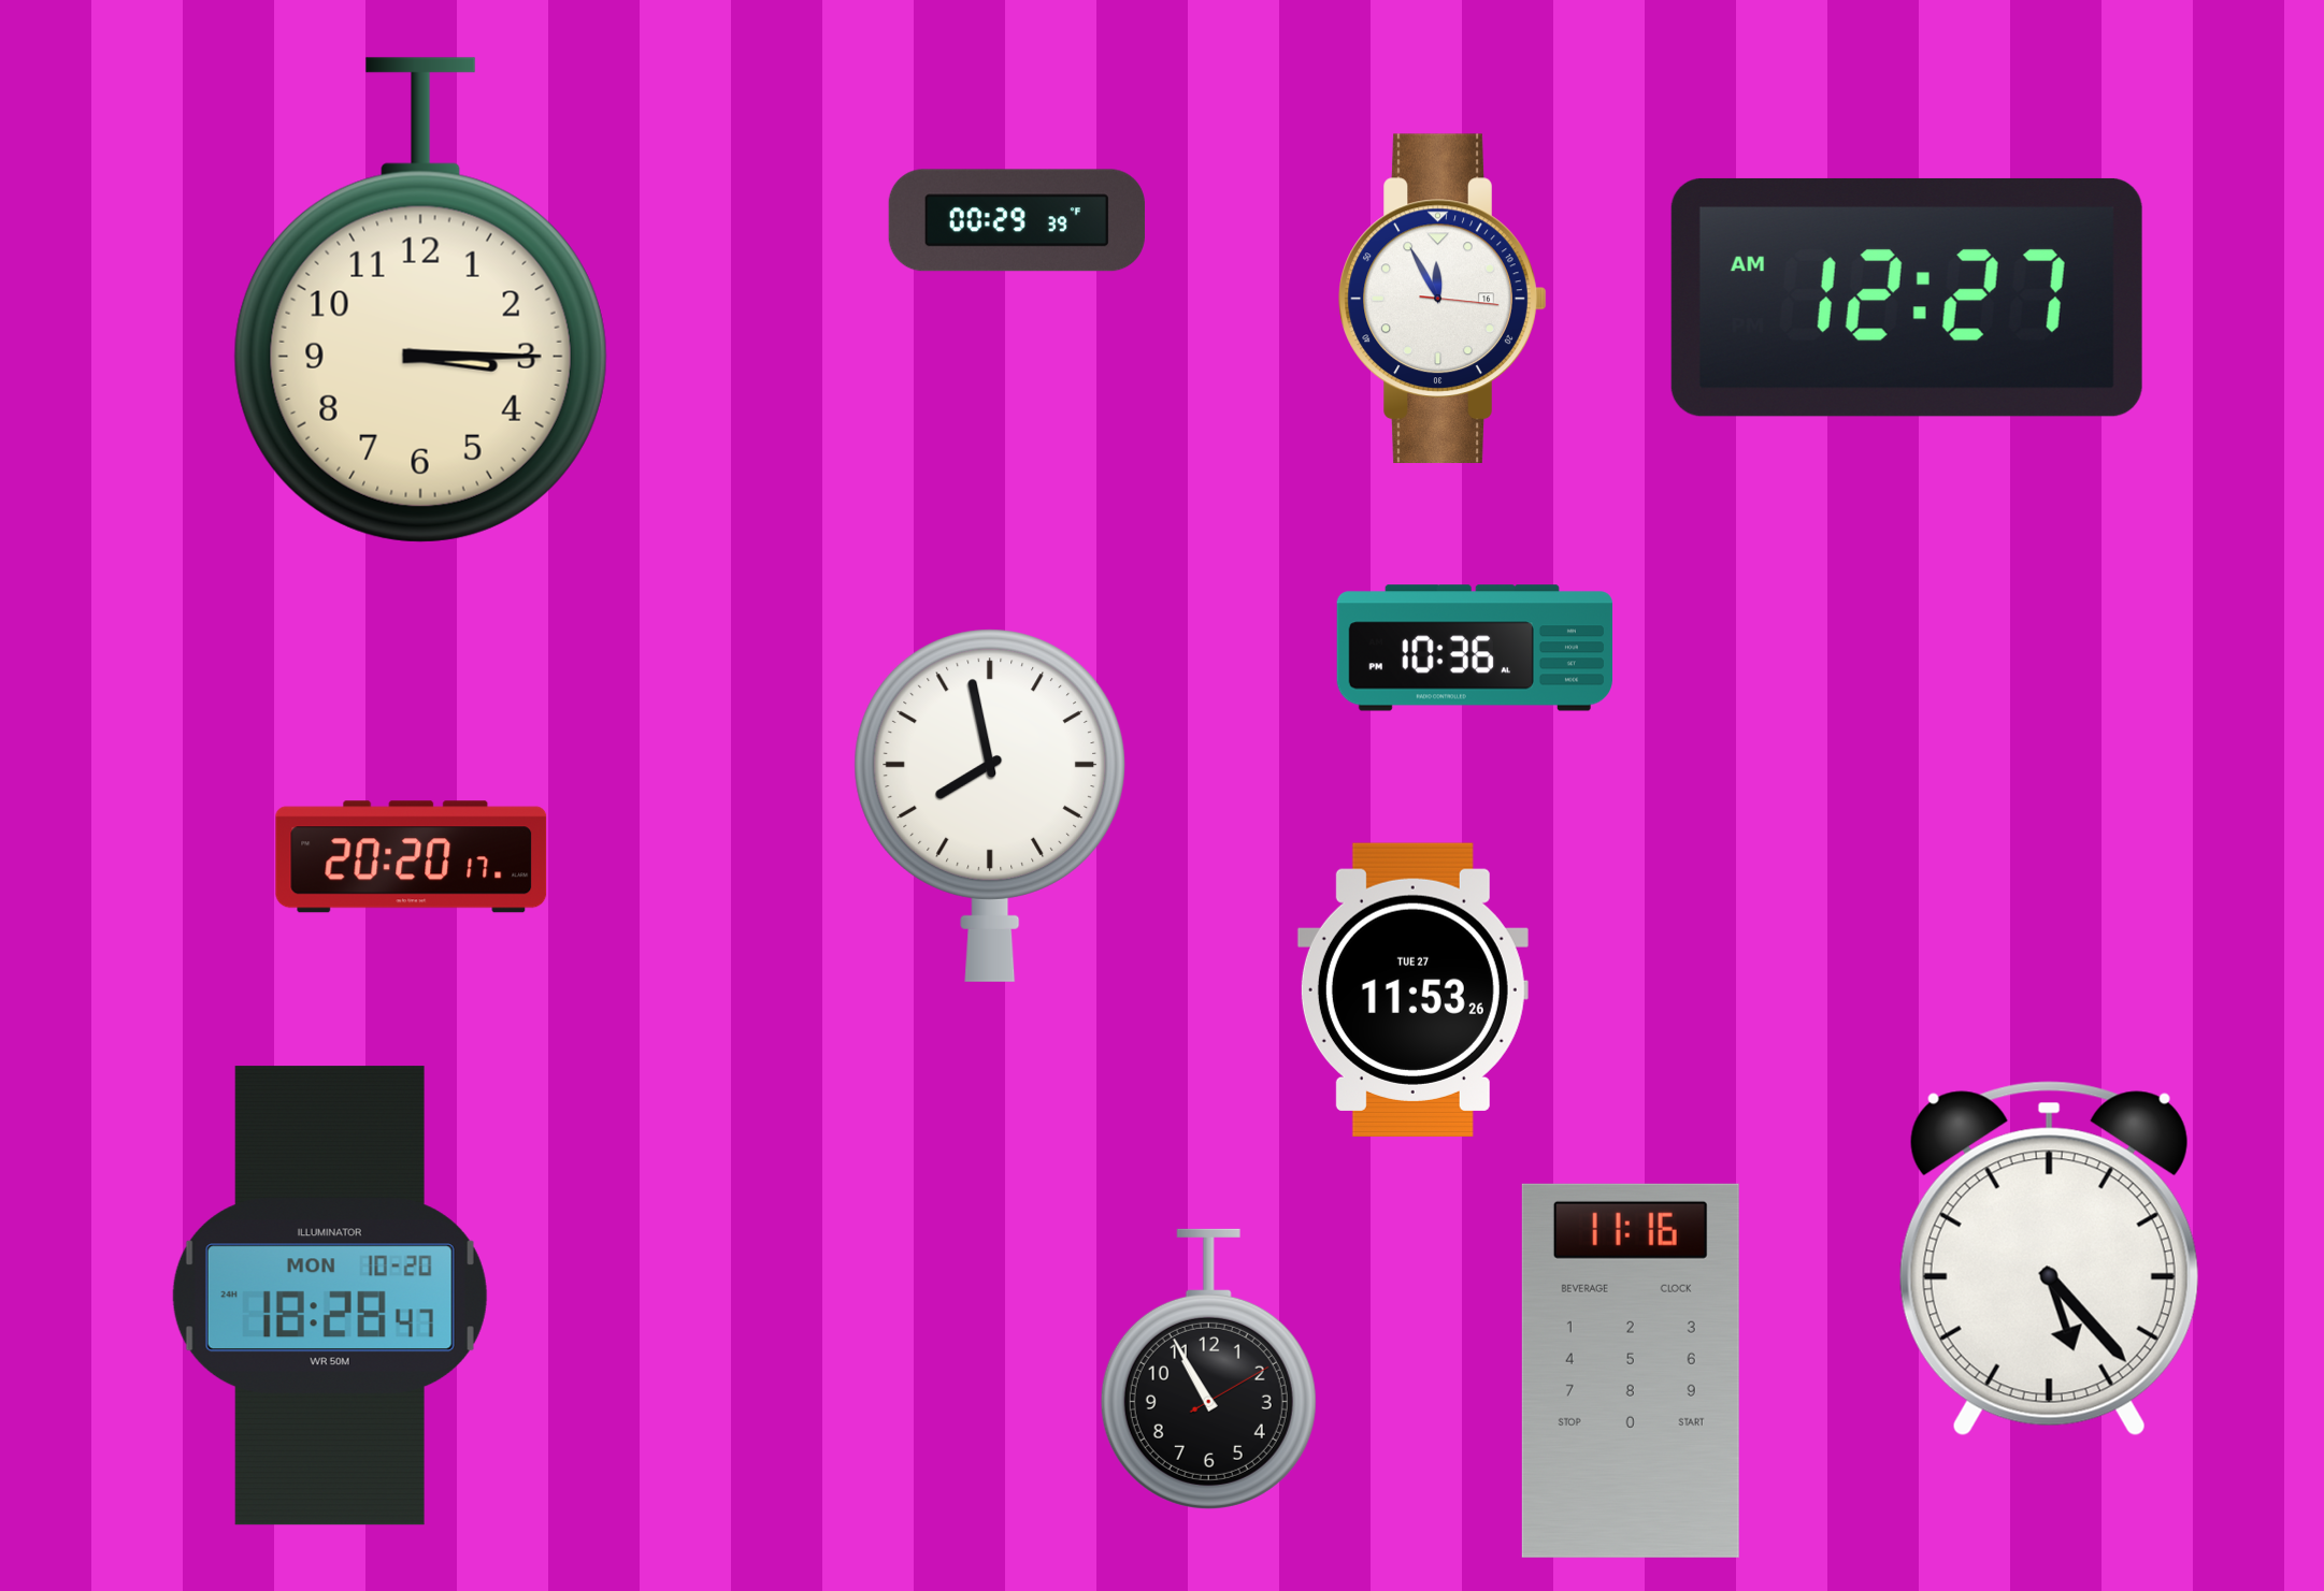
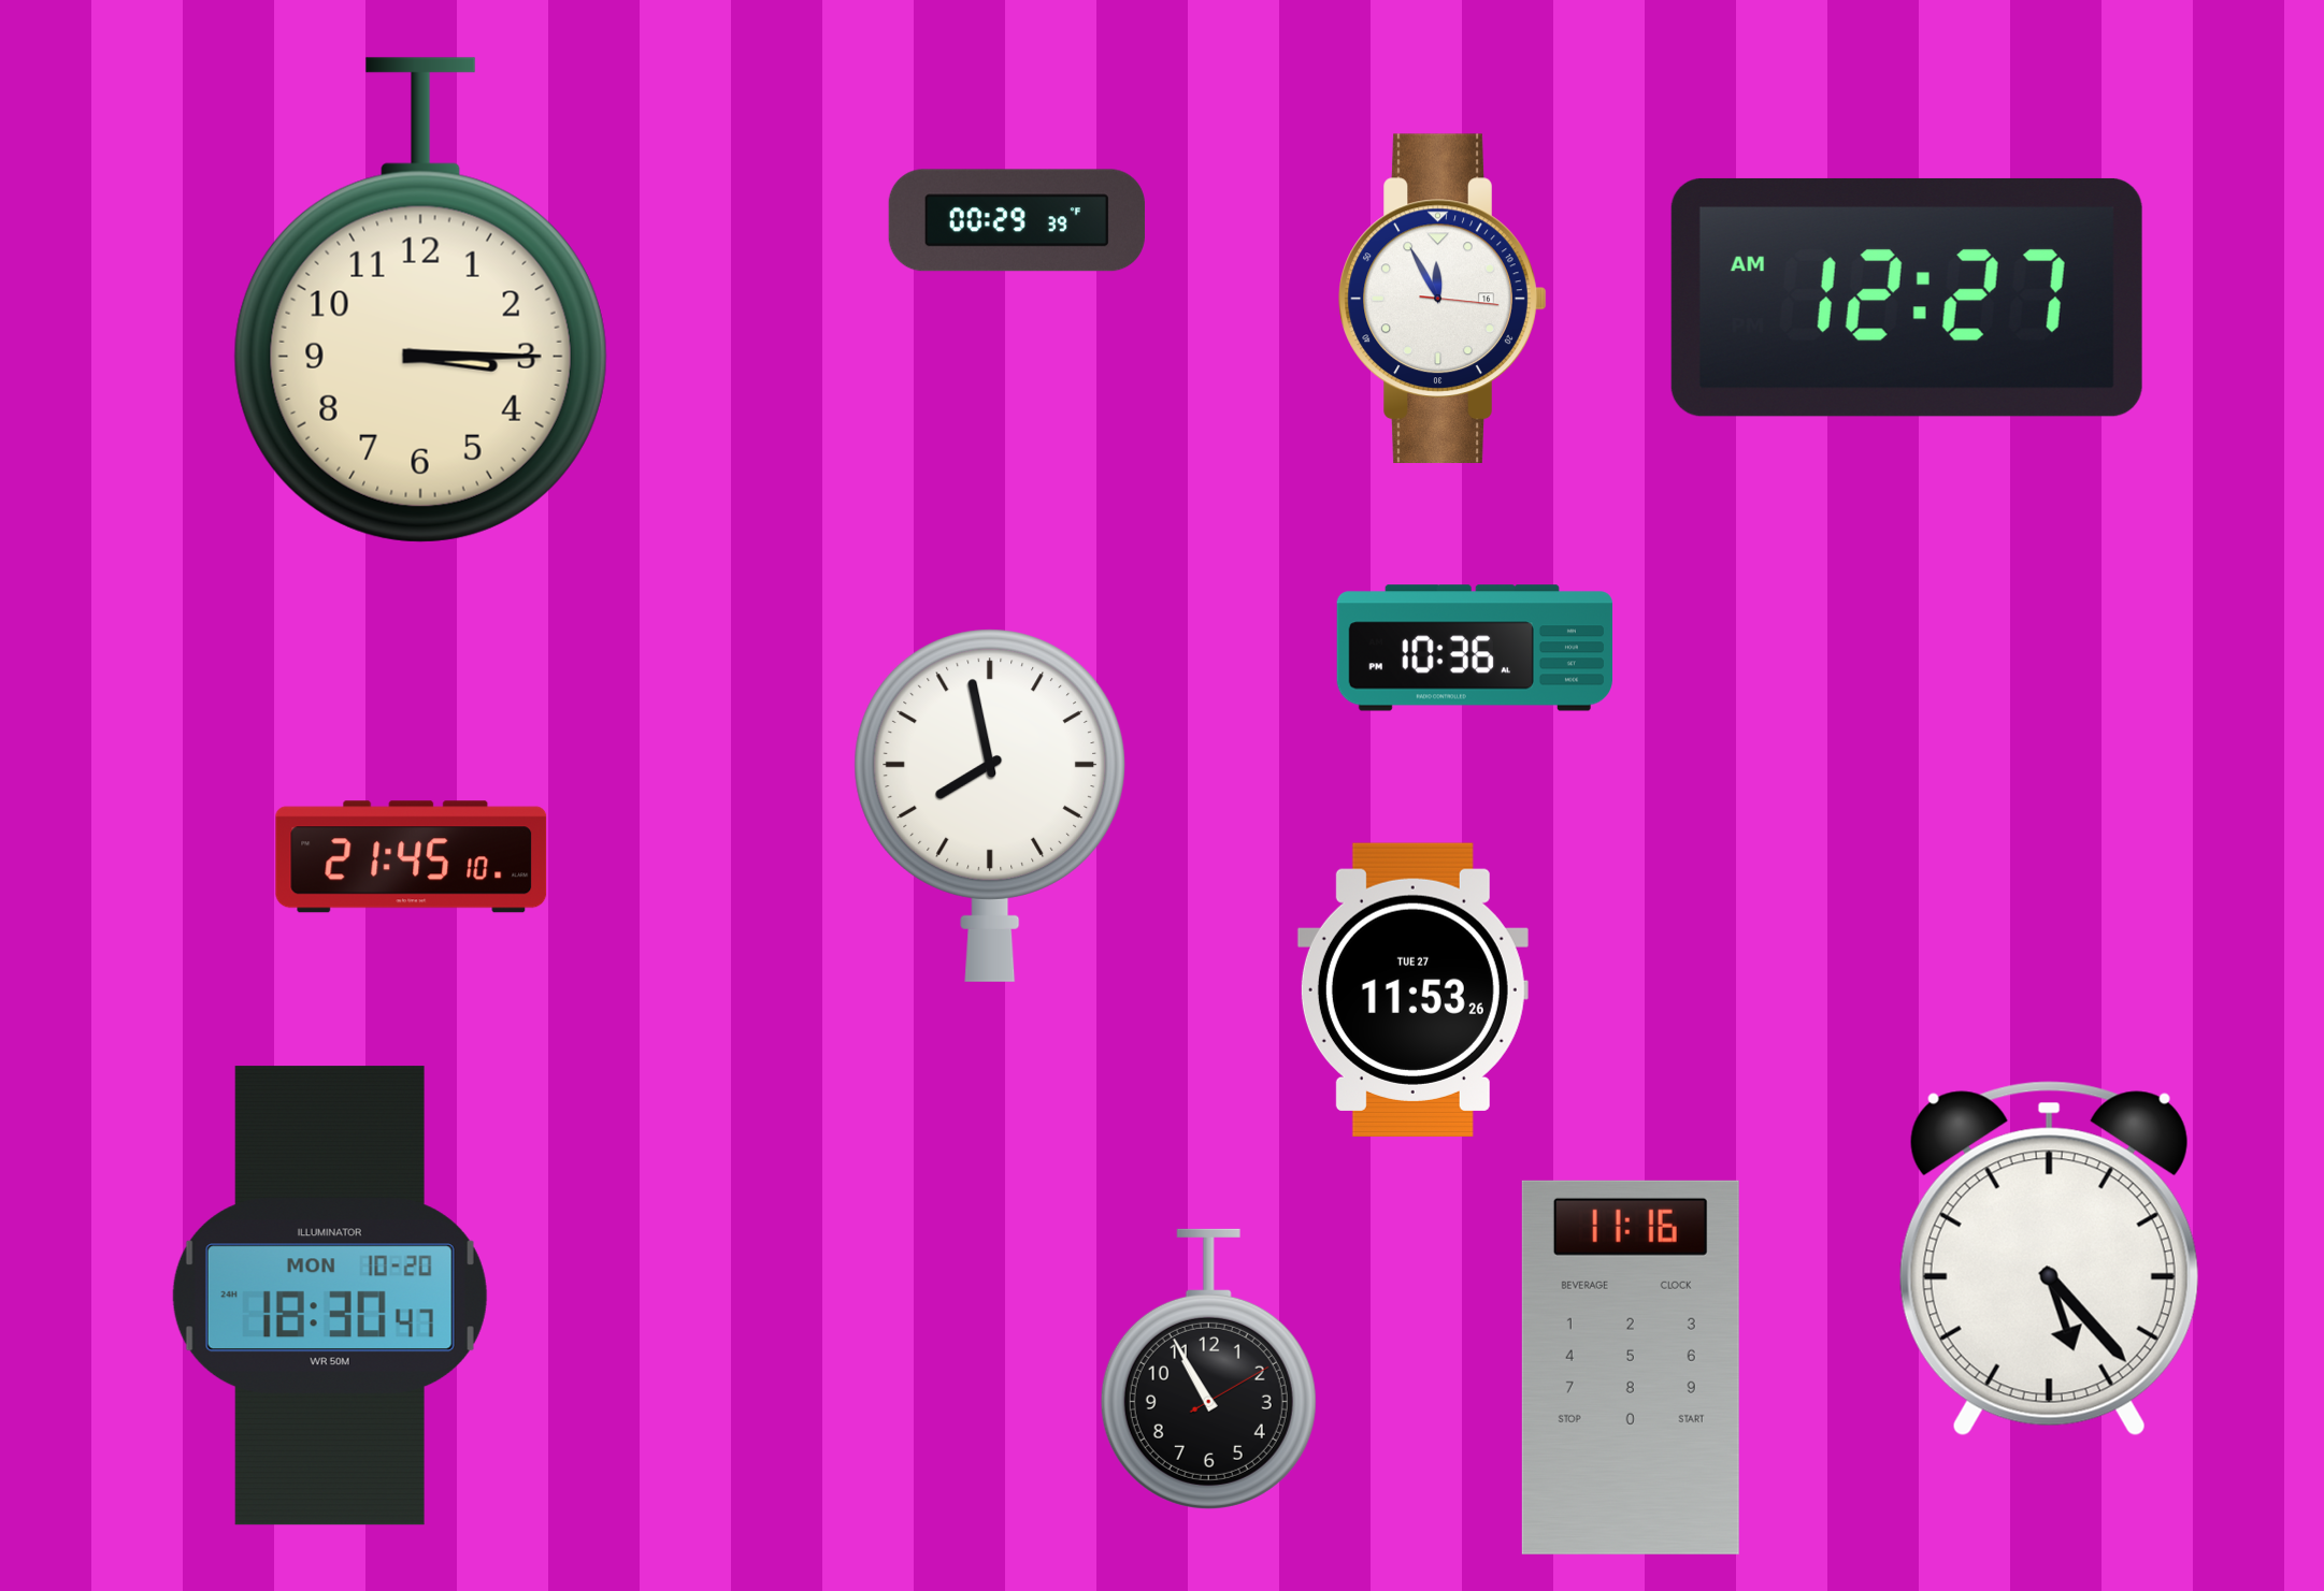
clock at (412, 857): 20:20 -> 21:45
clock at (330, 1296): 18:28 -> 18:30
clock at (1631, 1371) position: (1631, 1371) -> (1631, 1368)
